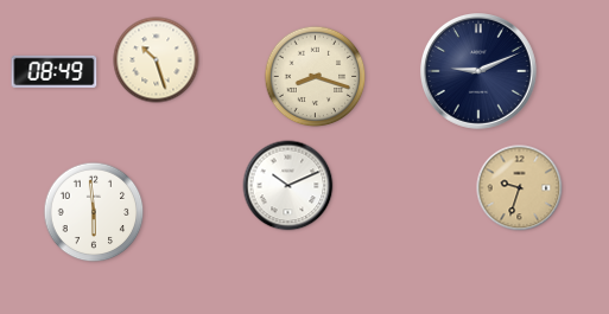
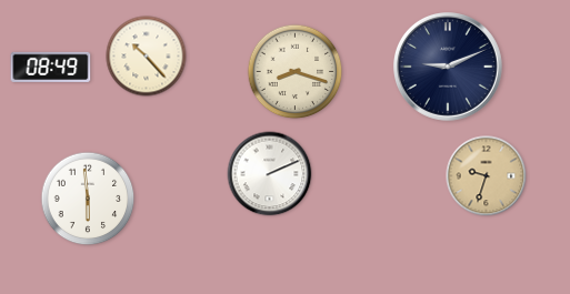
clock at (157, 60): 10:27 -> 10:23
clock at (288, 186): 10:11 -> 2:11
